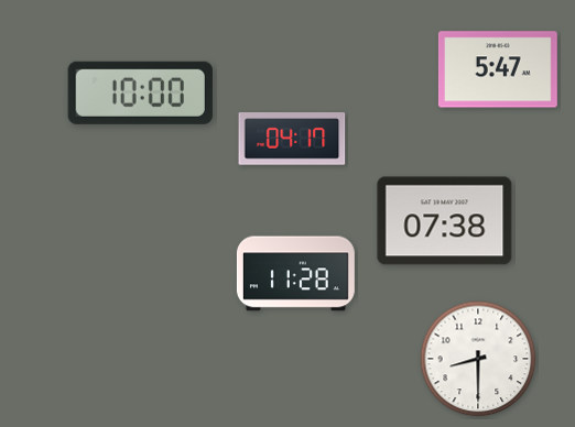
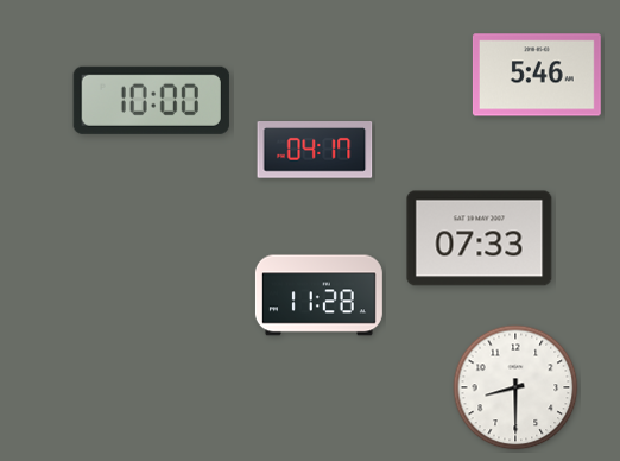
clock at (498, 69): 5:47 -> 5:46
clock at (445, 221): 07:38 -> 07:33
